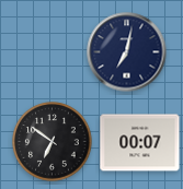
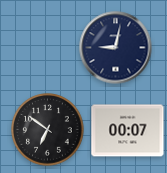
clock at (127, 52): 7:02 -> 9:02
